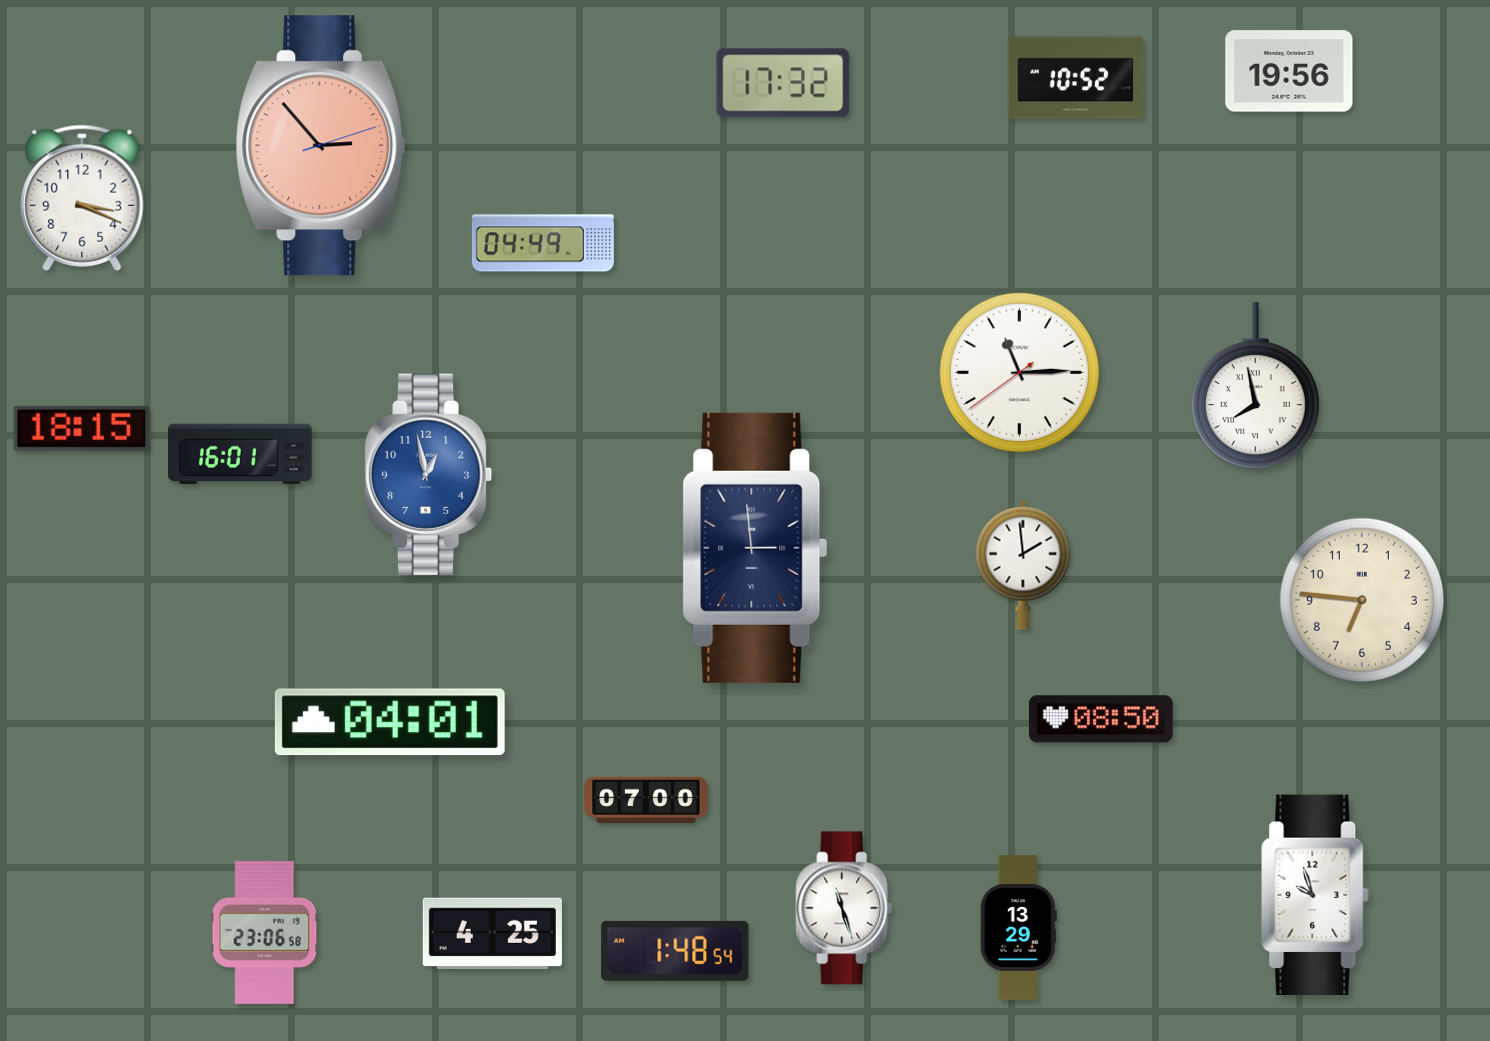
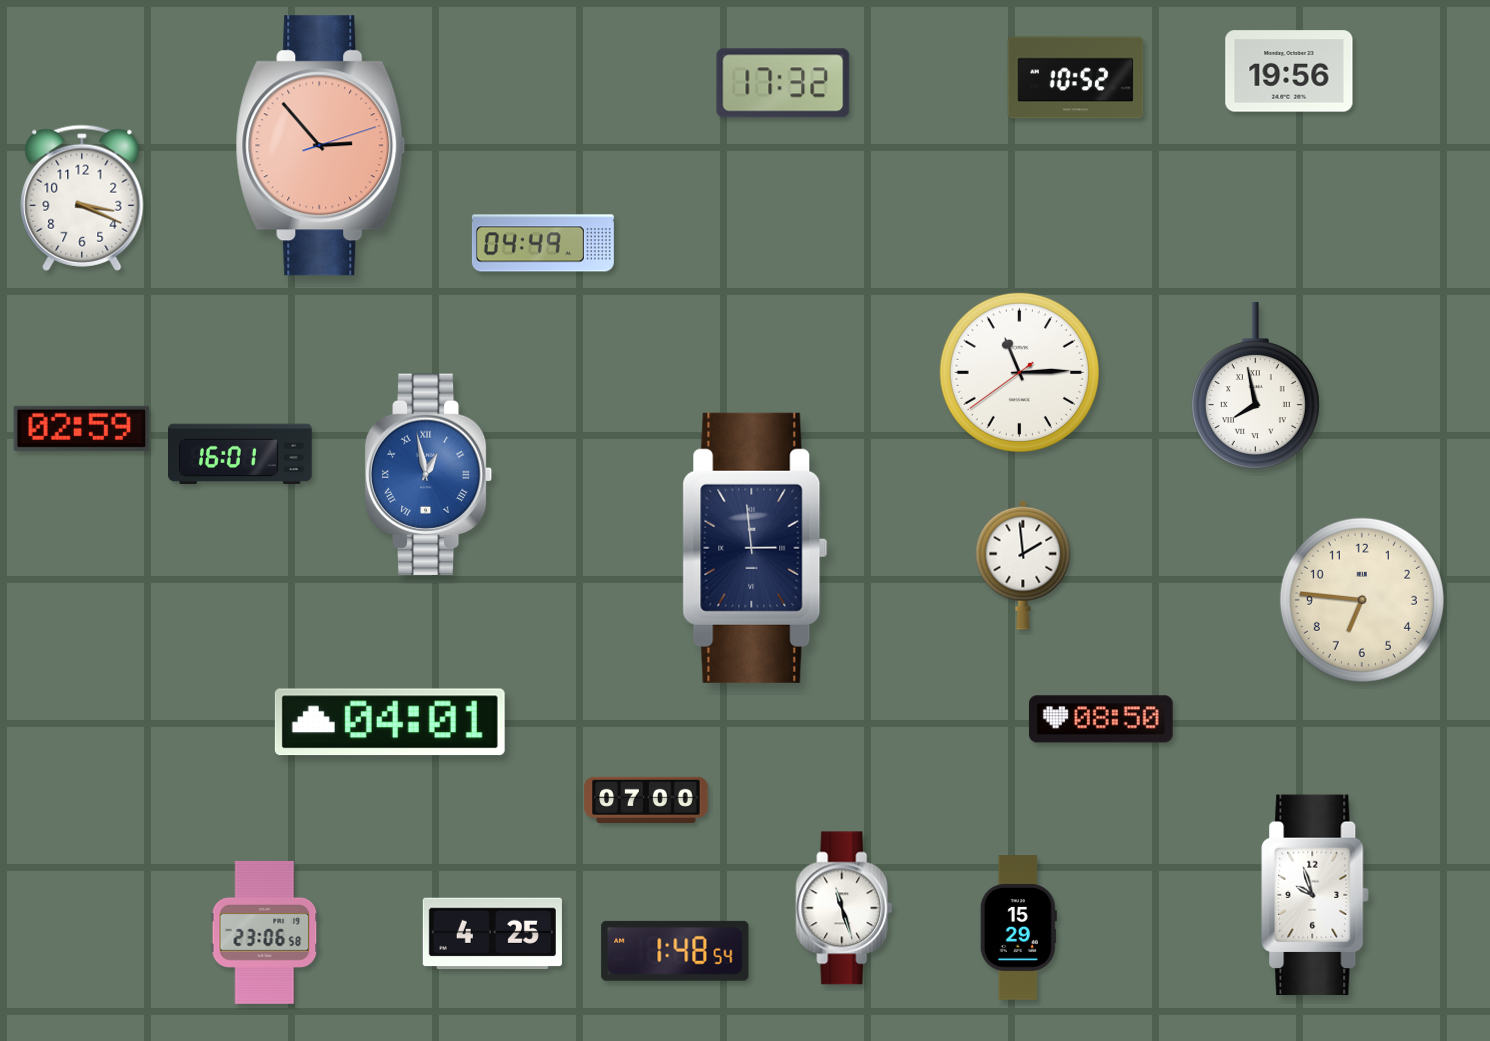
clock at (82, 428): 18:15 -> 02:59
clock at (429, 474) numerals: Arabic -> Roman
clock at (1018, 928): 13:29 -> 15:29
